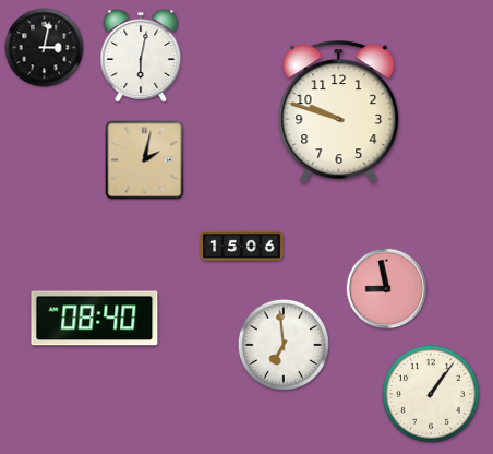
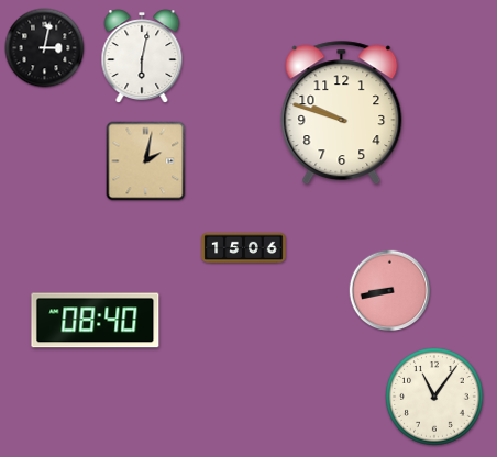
clock at (387, 289): 8:58 -> 8:43
clock at (284, 345): 6:59 -> none
clock at (432, 395): 1:06 -> 11:06
